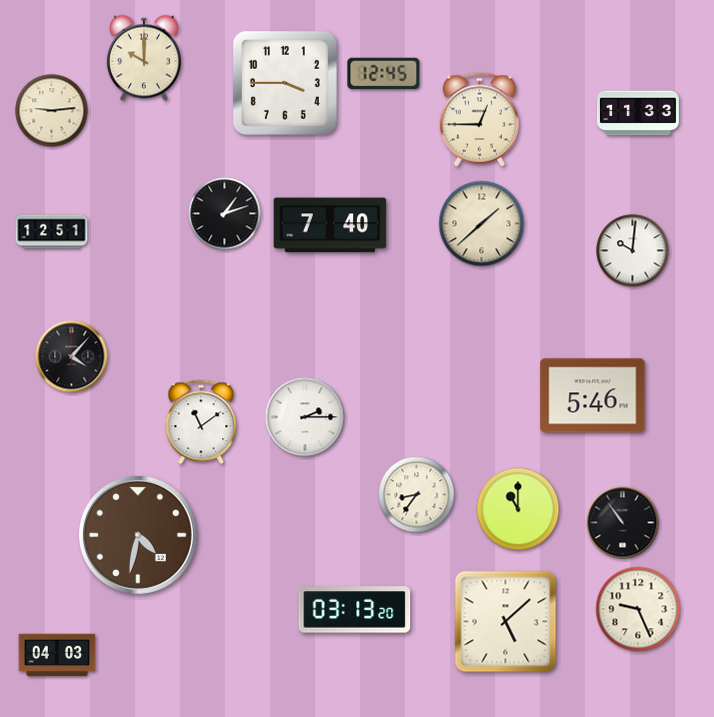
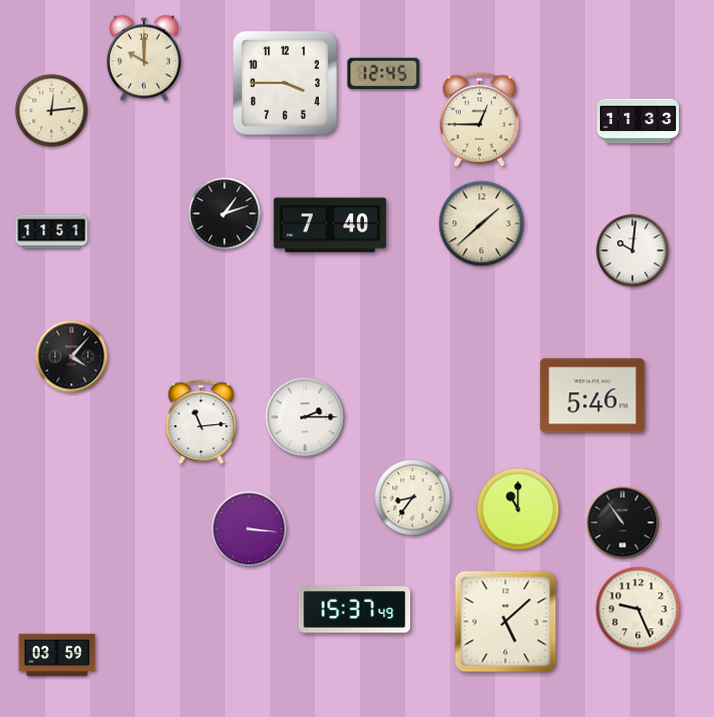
clock at (52, 111): 9:14 -> 12:14
clock at (638, 113) position: (638, 113) -> (638, 121)
clock at (52, 232): 12:51 -> 11:51
clock at (201, 422): 11:09 -> 11:14
clock at (417, 495) position: (417, 495) -> (413, 498)
clock at (249, 529): none -> 3:16
clock at (138, 535): 4:32 -> none
clock at (355, 610): 03:13 -> 15:37
clock at (57, 655): 04:03 -> 03:59
